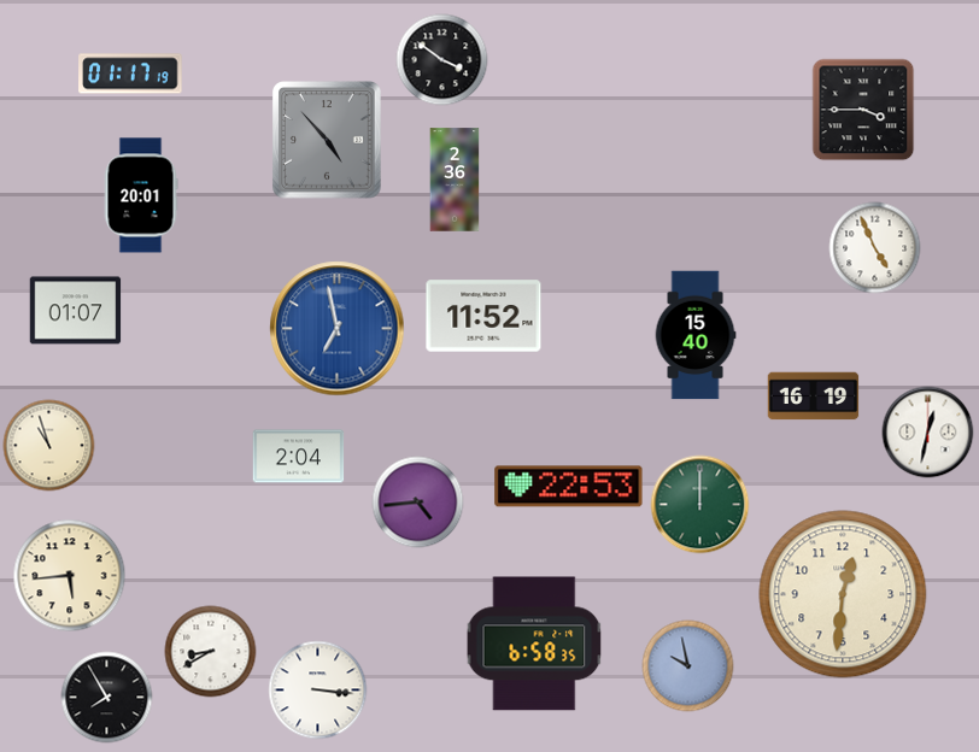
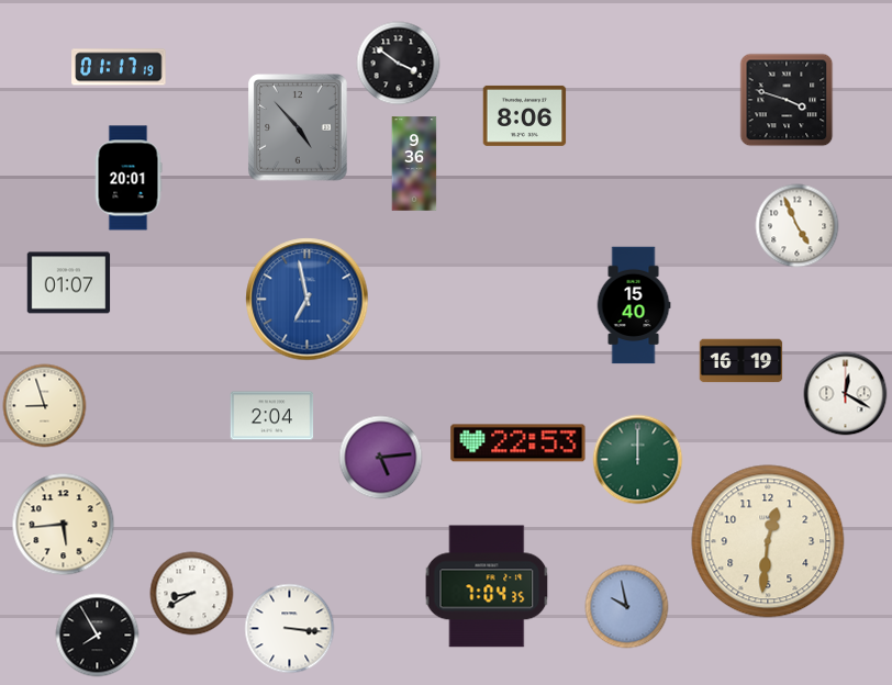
clock at (442, 60) position: (442, 60) -> (399, 64)
clock at (863, 110): 3:45 -> 3:48
clock at (525, 115): none -> 8:06
clock at (455, 180): 2:36 -> 9:36
clock at (483, 316): 11:52 -> none
clock at (928, 433): 12:32 -> 12:20
clock at (49, 446): 10:57 -> 8:57
clock at (418, 503): 4:44 -> 5:14
clock at (534, 644): 6:58 -> 7:04
